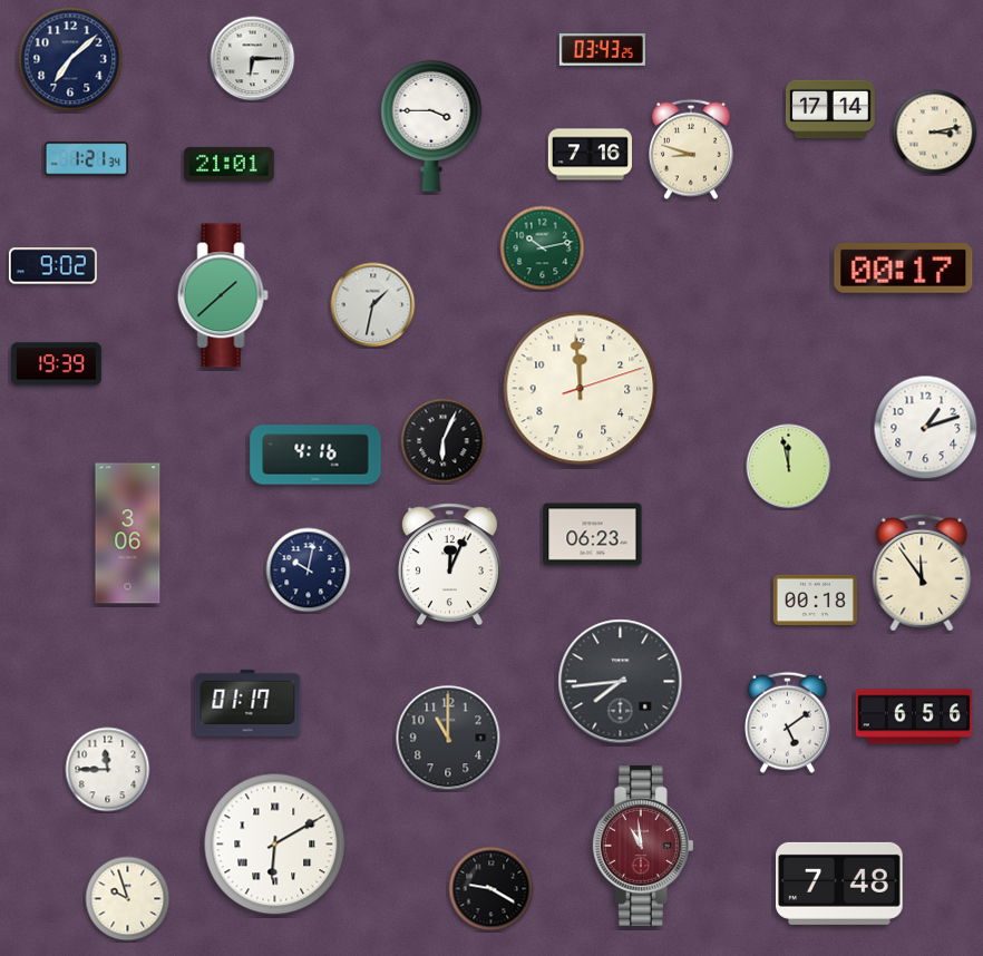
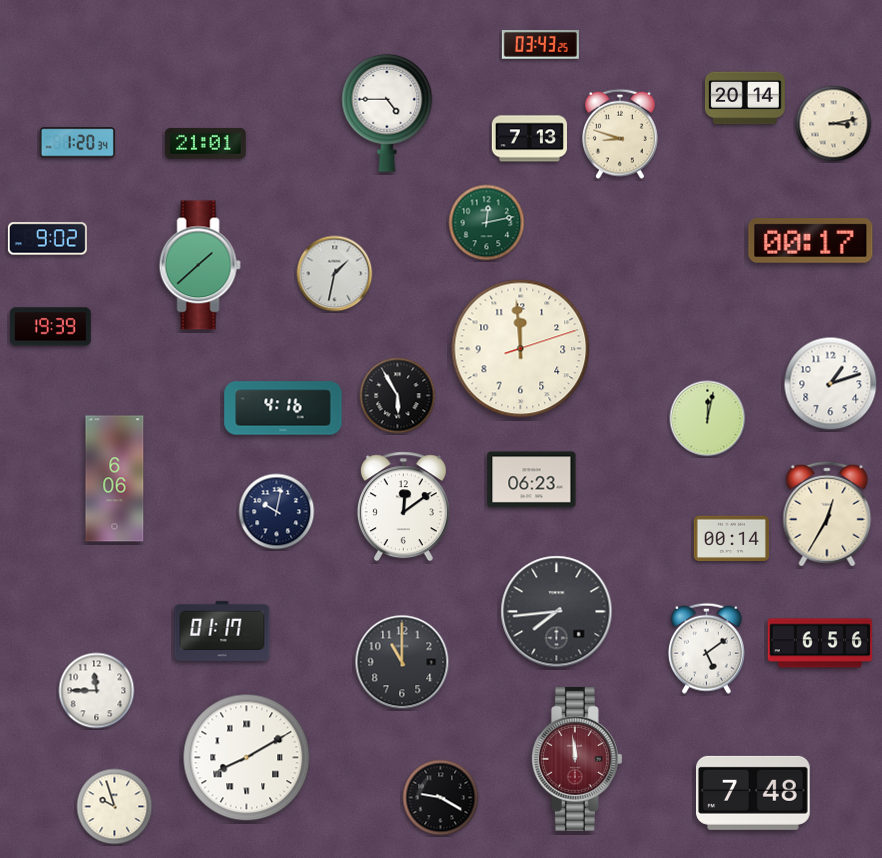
clock at (70, 59): 7:08 -> none
clock at (253, 59): 6:15 -> none
clock at (830, 109): 17:14 -> 20:14
clock at (431, 126): 3:45 -> 4:45
clock at (935, 133) position: (935, 133) -> (834, 124)
clock at (590, 155): 7:16 -> 7:13
clock at (86, 159): 1:21 -> 1:20
clock at (230, 164) position: (230, 164) -> (206, 143)
clock at (543, 248): 10:13 -> 12:13
clock at (444, 441): 6:04 -> 5:55
clock at (789, 467): 11:58 -> 12:02
clock at (128, 534): 3:06 -> 6:06
clock at (449, 565): 12:04 -> 12:09
clock at (922, 573): 11:54 -> 12:35
clock at (815, 601): 00:18 -> 00:14
clock at (275, 845): 6:10 -> 8:10
clock at (643, 846): 10:59 -> 11:59
